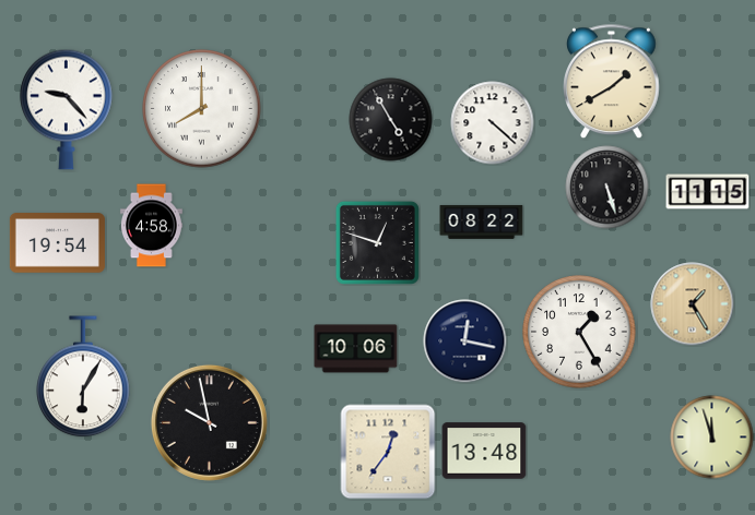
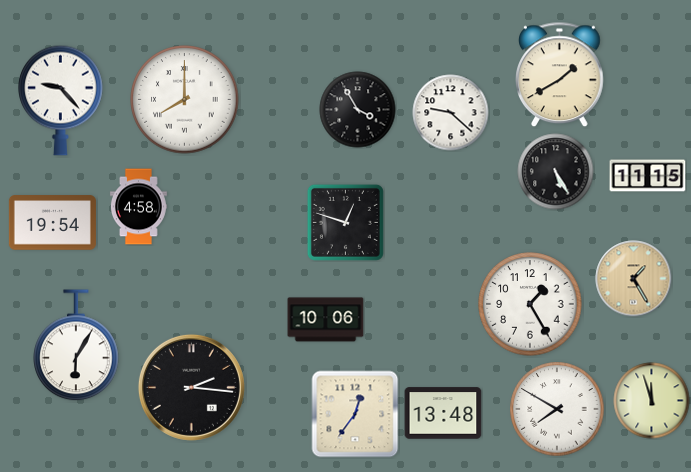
clock at (391, 120): 4:55 -> 3:55
clock at (493, 123): 4:22 -> 9:22
clock at (607, 188): 5:27 -> 5:25
clock at (482, 221): 08:22 -> none
clock at (465, 342): 12:17 -> none
clock at (209, 422): 9:58 -> 2:16
clock at (557, 409): none -> 7:50
